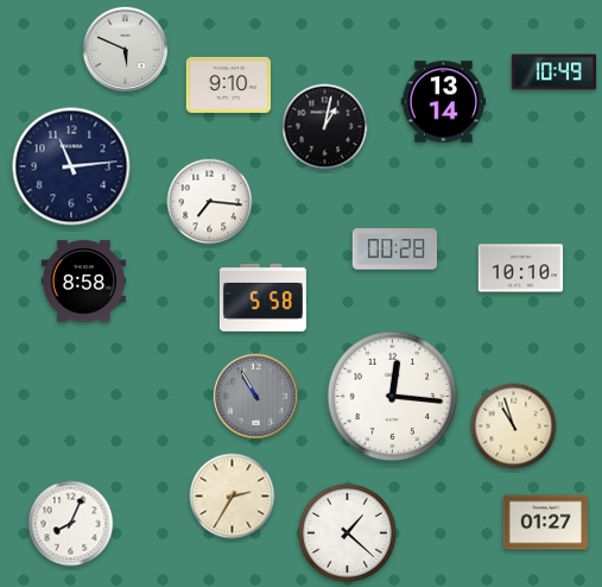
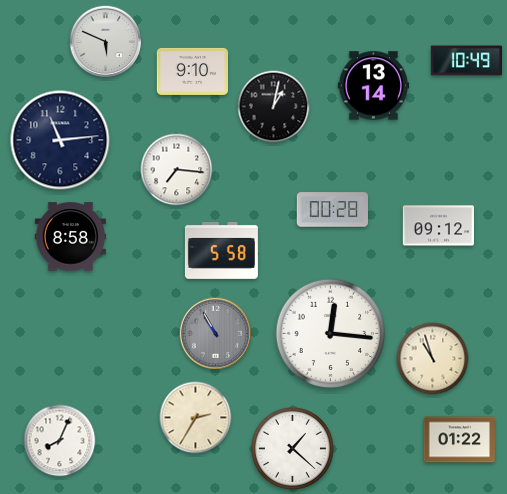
clock at (520, 269): 10:10 -> 09:12
clock at (545, 523): 01:27 -> 01:22
